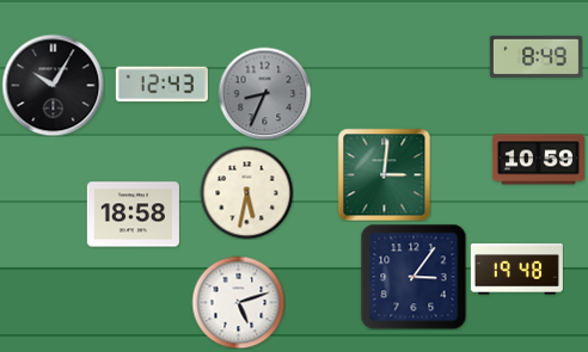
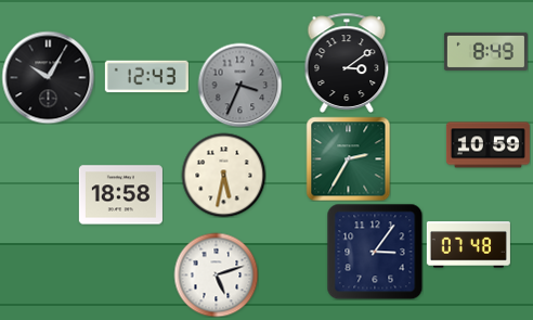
clock at (347, 63): none -> 3:09
clock at (264, 93): 8:34 -> 3:34
clock at (384, 174): 3:01 -> 2:35
clock at (516, 270): 19:48 -> 07:48
